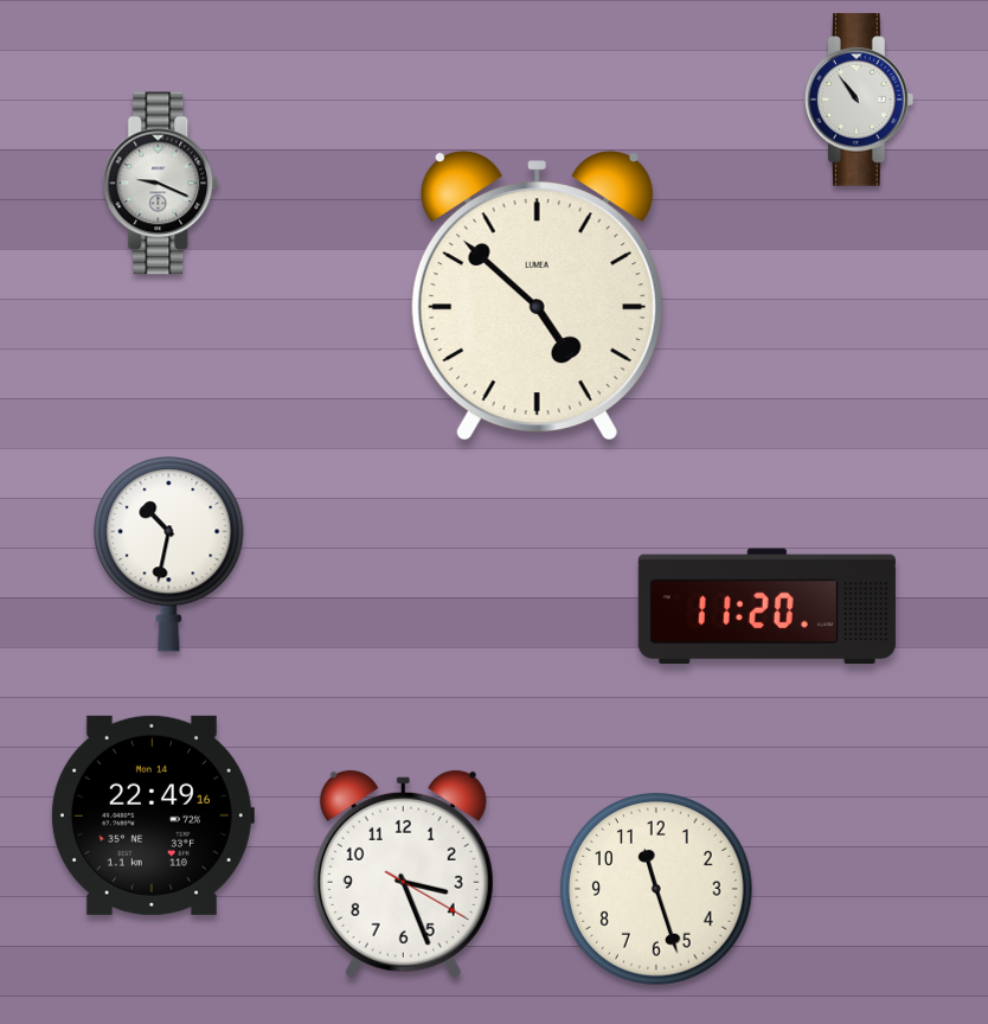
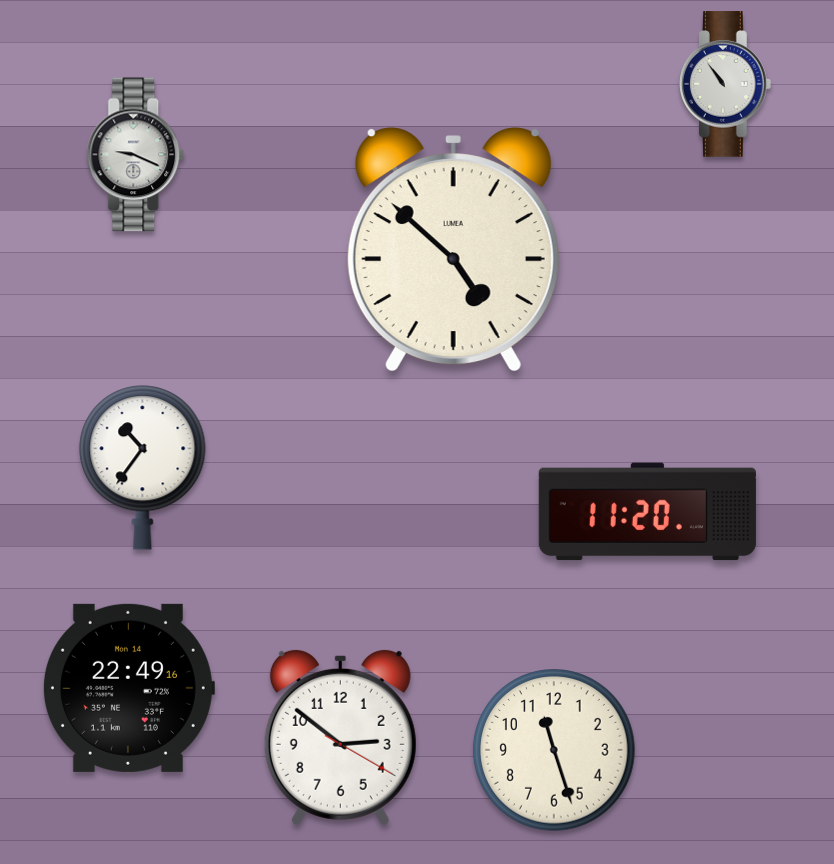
clock at (169, 555): 10:32 -> 10:36
clock at (403, 873): 3:26 -> 2:51
